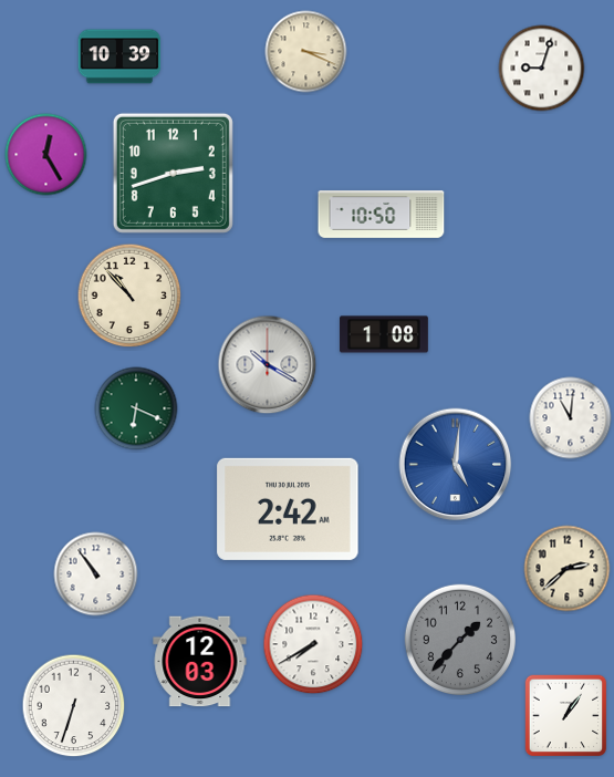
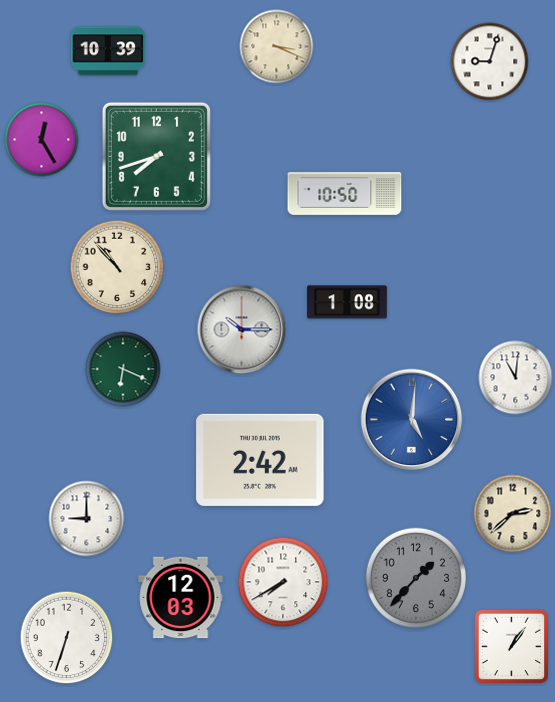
clock at (173, 173): 2:42 -> 7:42
clock at (268, 365): 10:20 -> 10:15
clock at (96, 574): 10:54 -> 9:00
